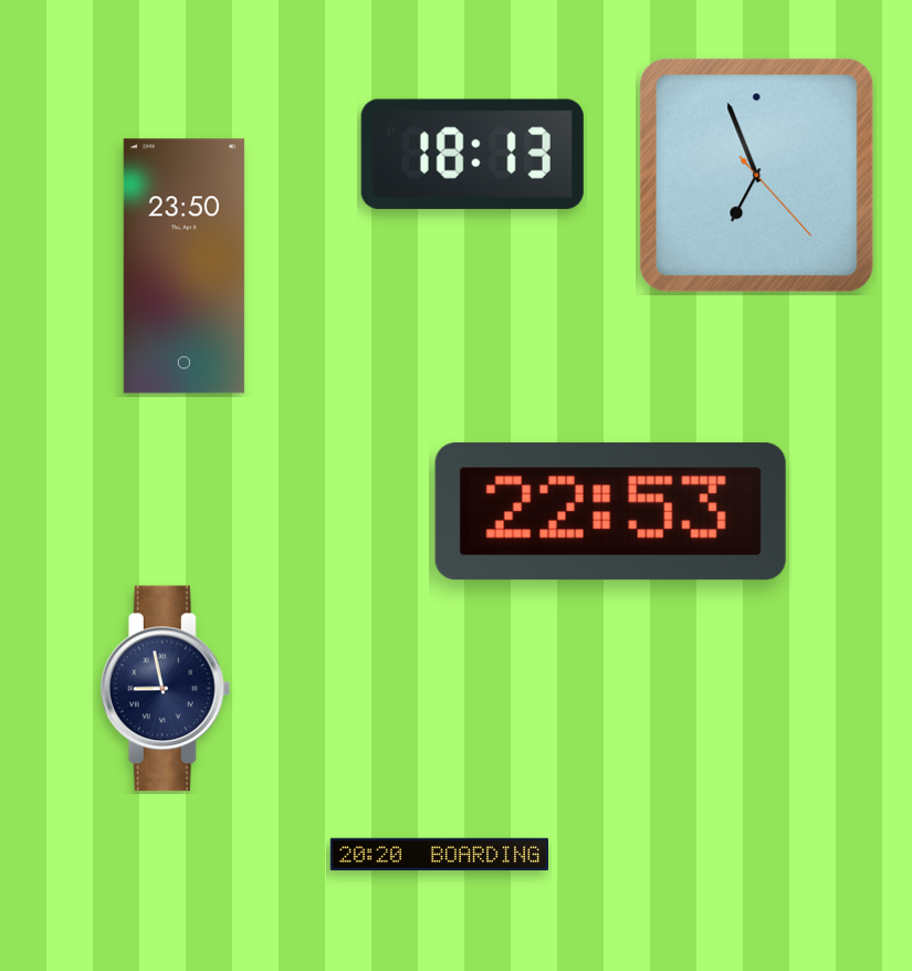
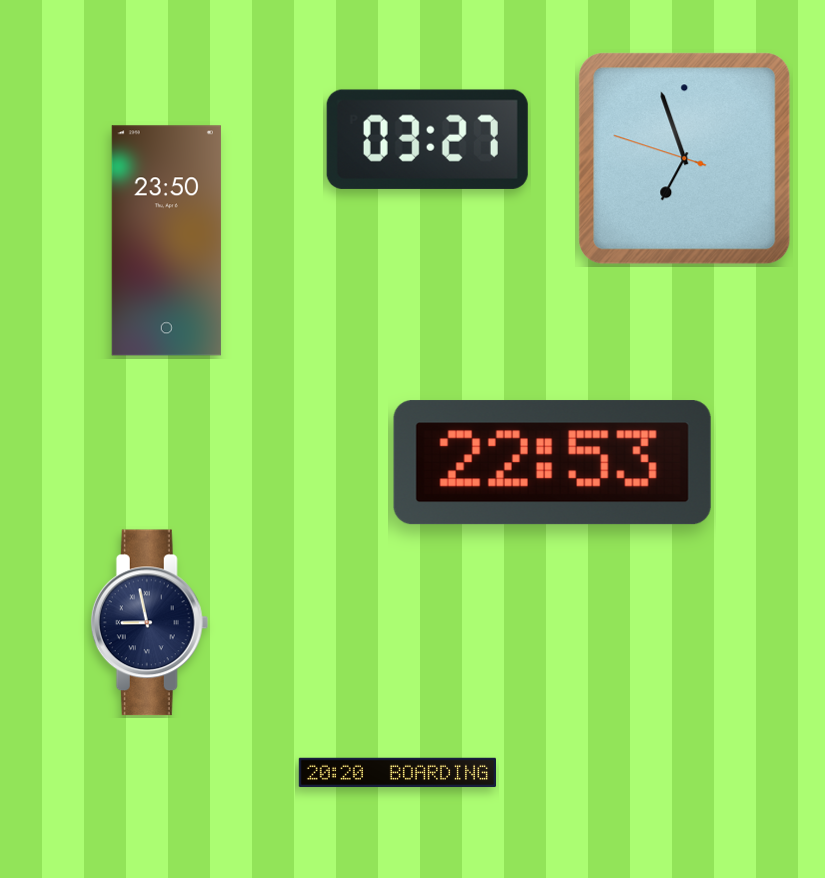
clock at (472, 154): 18:13 -> 03:27
clock at (757, 176): 6:56:23 -> 6:56:48
